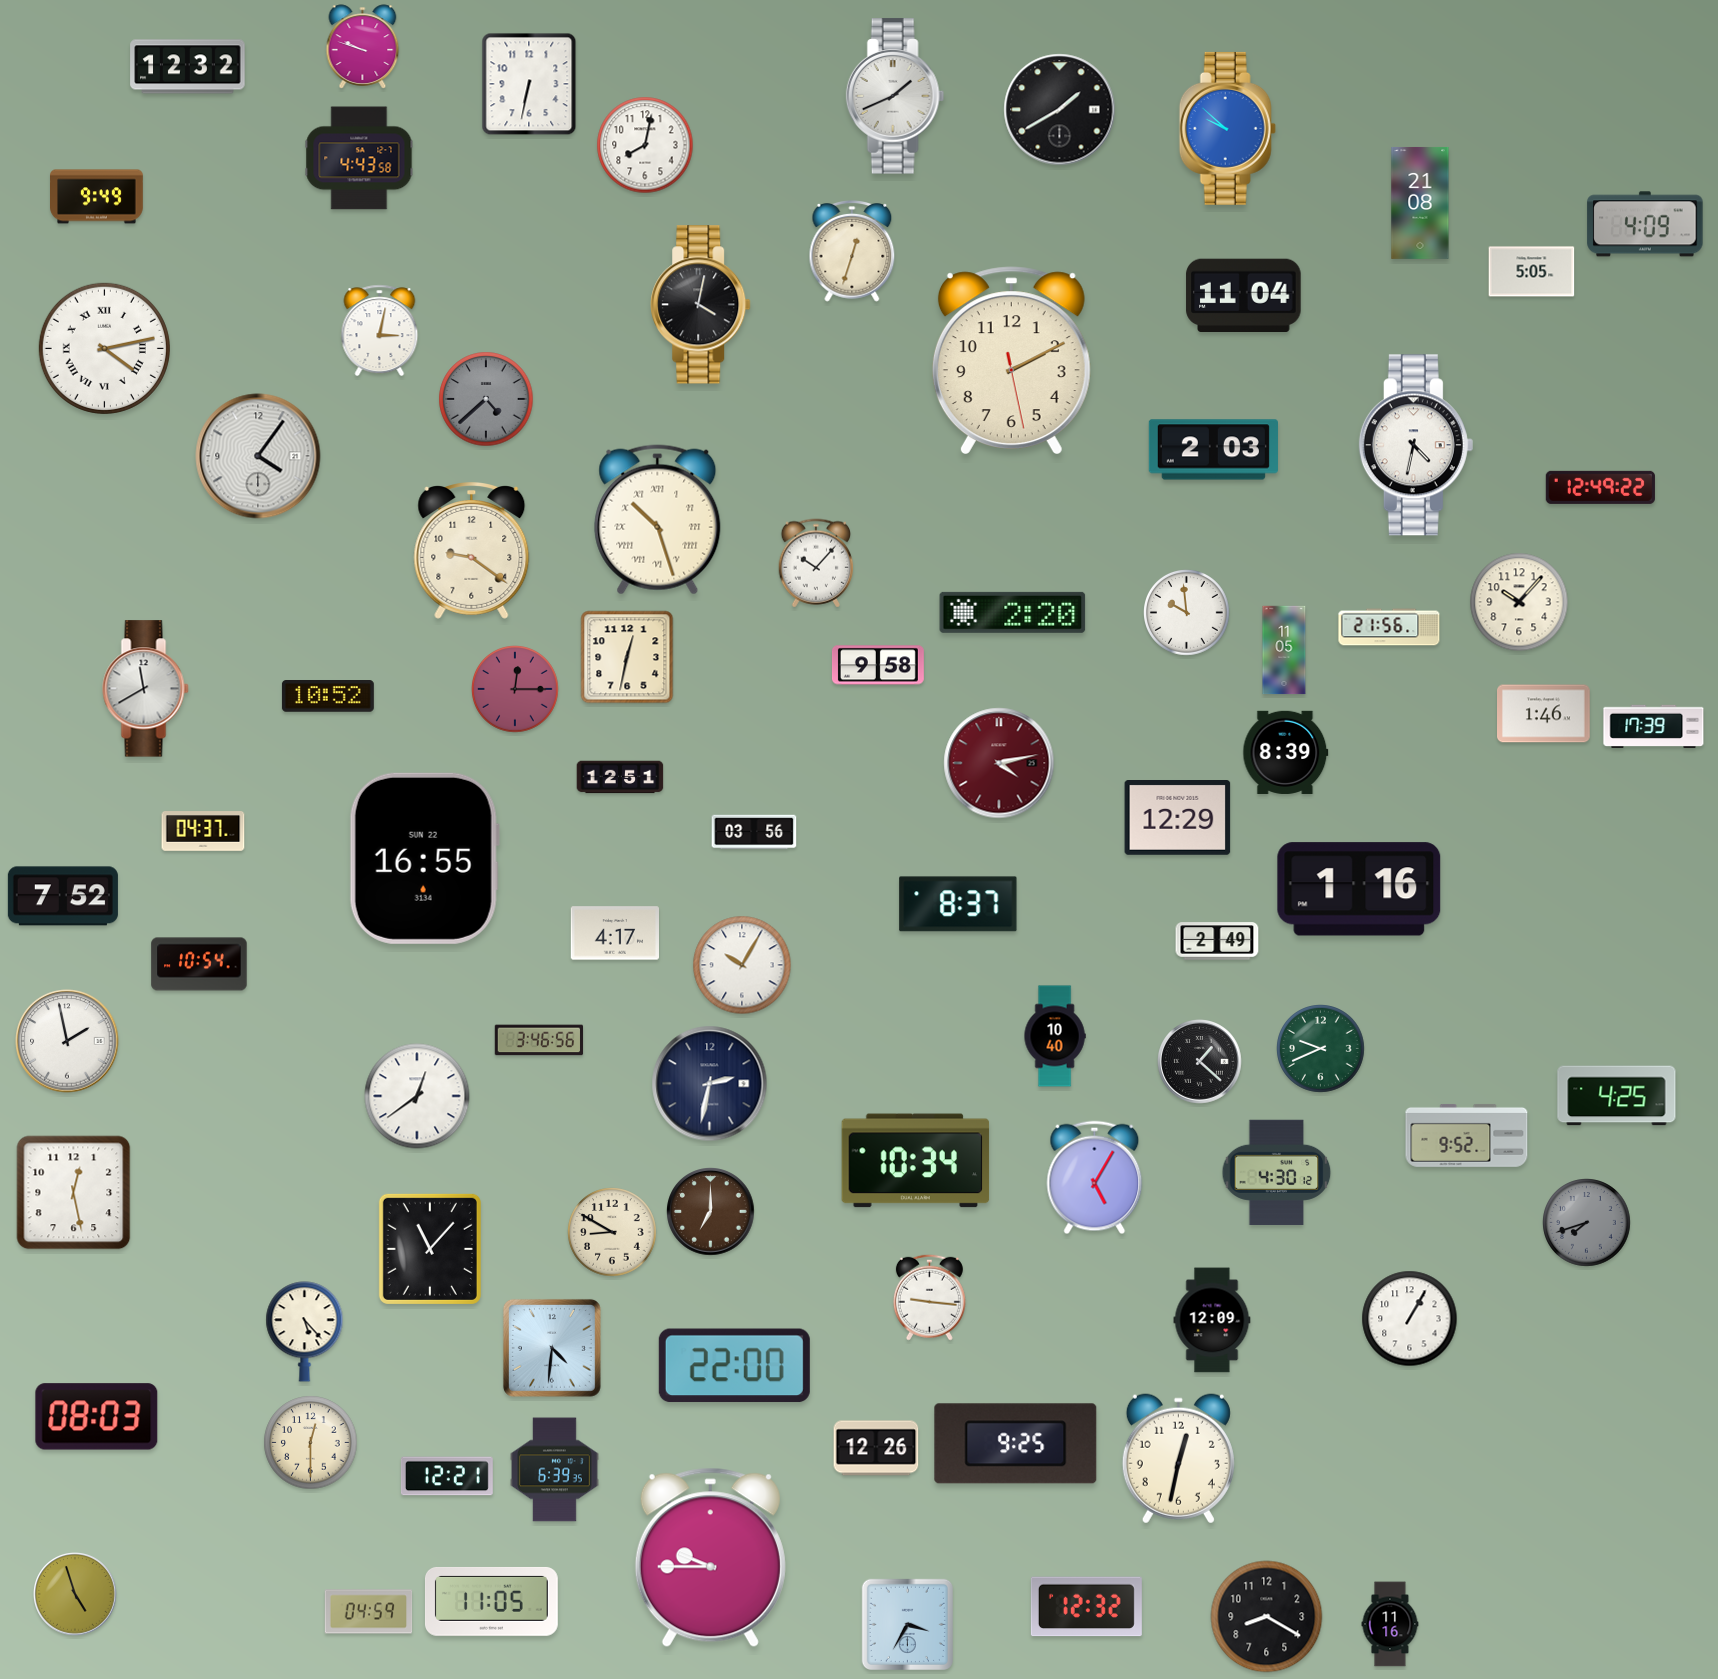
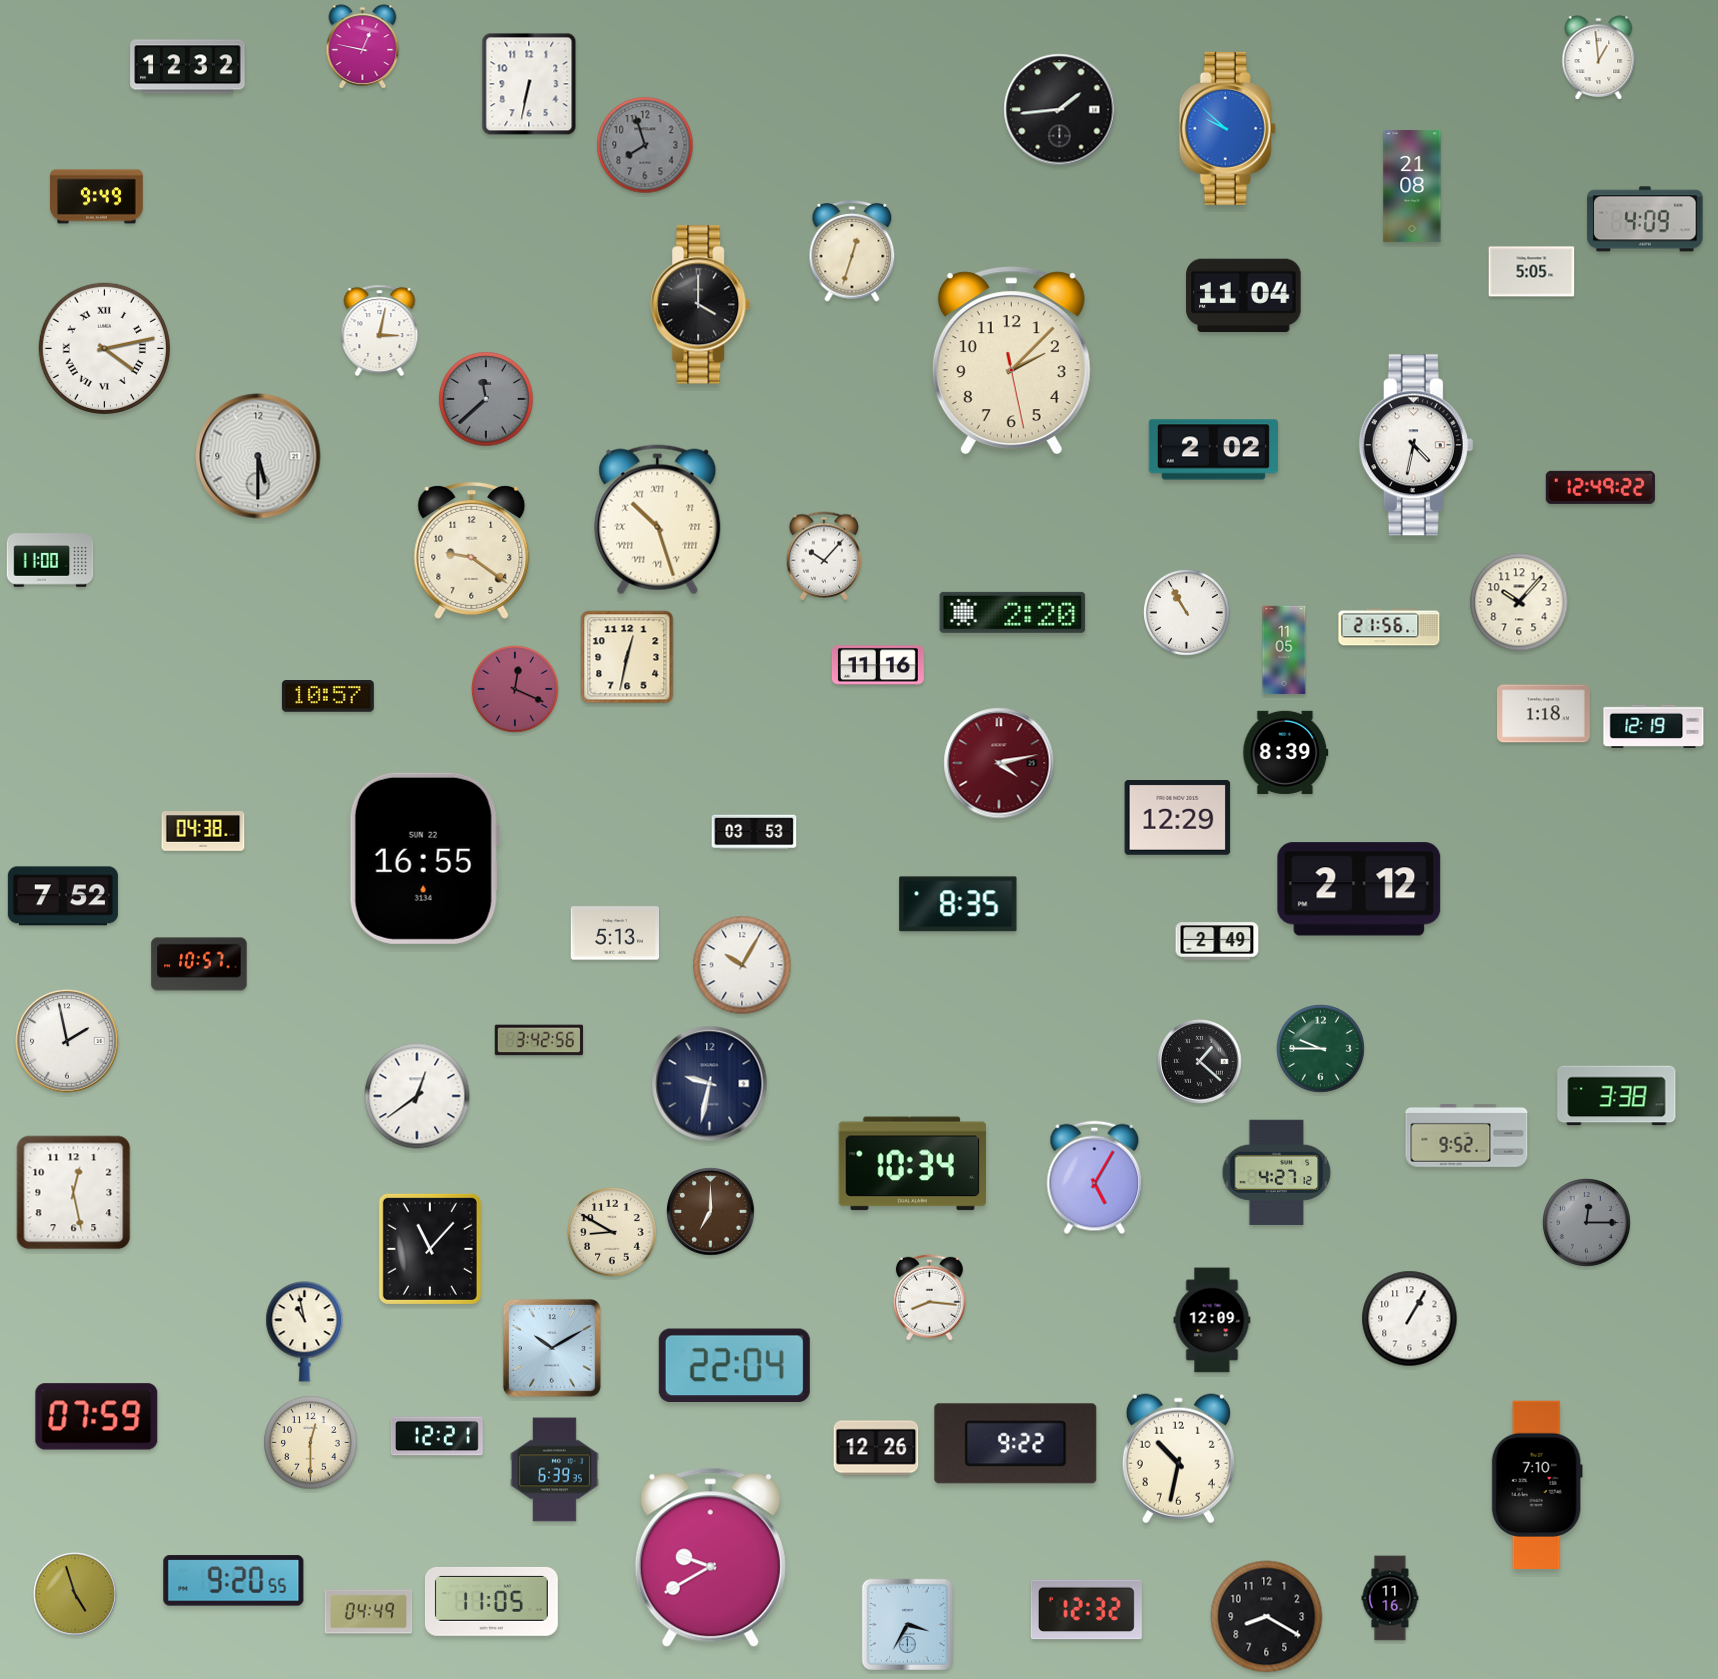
clock at (363, 47): 9:48 -> 12:47
clock at (1599, 58): none -> 12:59
clock at (895, 96): 1:41 -> none
clock at (1060, 110): 1:40 -> 1:44
clock at (645, 145): 8:02 -> 7:57
clock at (645, 145) dial: white -> grey
clock at (359, 158): 4:43 -> none
clock at (1420, 203) position: (1420, 203) -> (1412, 186)
clock at (1645, 224) position: (1645, 224) -> (1645, 219)
clock at (701, 305): 4:02 -> 4:00
clock at (1011, 360): 2:10 -> 2:07
clock at (486, 399): 4:38 -> 11:38
clock at (1213, 450): 2:03 -> 2:02
clock at (258, 456): 4:06 -> 5:30
clock at (50, 560): none -> 11:00
clock at (816, 563) position: (816, 563) -> (824, 556)
clock at (1187, 613): 9:59 -> 10:55
clock at (878, 665): 9:58 -> 11:16
clock at (146, 689): 11:40 -> none
clock at (516, 690): 12:15 -> 12:19
clock at (328, 697): 10:52 -> 10:57
clock at (1544, 714): 1:46 -> 1:18
clock at (1654, 727): 17:39 -> 12:19
clock at (620, 777): 12:51 -> none
clock at (203, 831): 04:37 -> 04:38
clock at (754, 832): 03:56 -> 03:53
clock at (1359, 889): 1:16 -> 2:12
clock at (958, 904): 8:37 -> 8:35
clock at (614, 933): 4:17 -> 5:13
clock at (199, 964): 10:54 -> 10:57
clock at (1055, 1036): 10:40 -> none
clock at (539, 1040): 3:46 -> 3:42
clock at (1321, 1049): 9:41 -> 9:45
clock at (710, 1084): 2:32 -> 9:32
clock at (1617, 1096): 4:25 -> 3:38
clock at (916, 1161) position: (916, 1161) -> (913, 1164)
clock at (1277, 1172): 4:30 -> 4:27
clock at (1587, 1223): 7:42 -> 12:15
clock at (929, 1297): 9:16 -> 8:16
clock at (305, 1332): 5:23 -> 10:58
clock at (552, 1348): 4:31 -> 10:10
clock at (734, 1366): 22:00 -> 22:04
clock at (97, 1417): 08:03 -> 07:59
clock at (1016, 1444): 9:25 -> 9:22
clock at (1178, 1459): 12:32 -> 10:32
clock at (447, 1476) position: (447, 1476) -> (437, 1436)
clock at (1537, 1484): none -> 7:10
clock at (710, 1558): 9:45 -> 9:40
clock at (234, 1581): none -> 9:20
clock at (1086, 1607) position: (1086, 1607) -> (1086, 1610)
clock at (369, 1612): 04:59 -> 04:49
clock at (1390, 1624) position: (1390, 1624) -> (1390, 1598)
